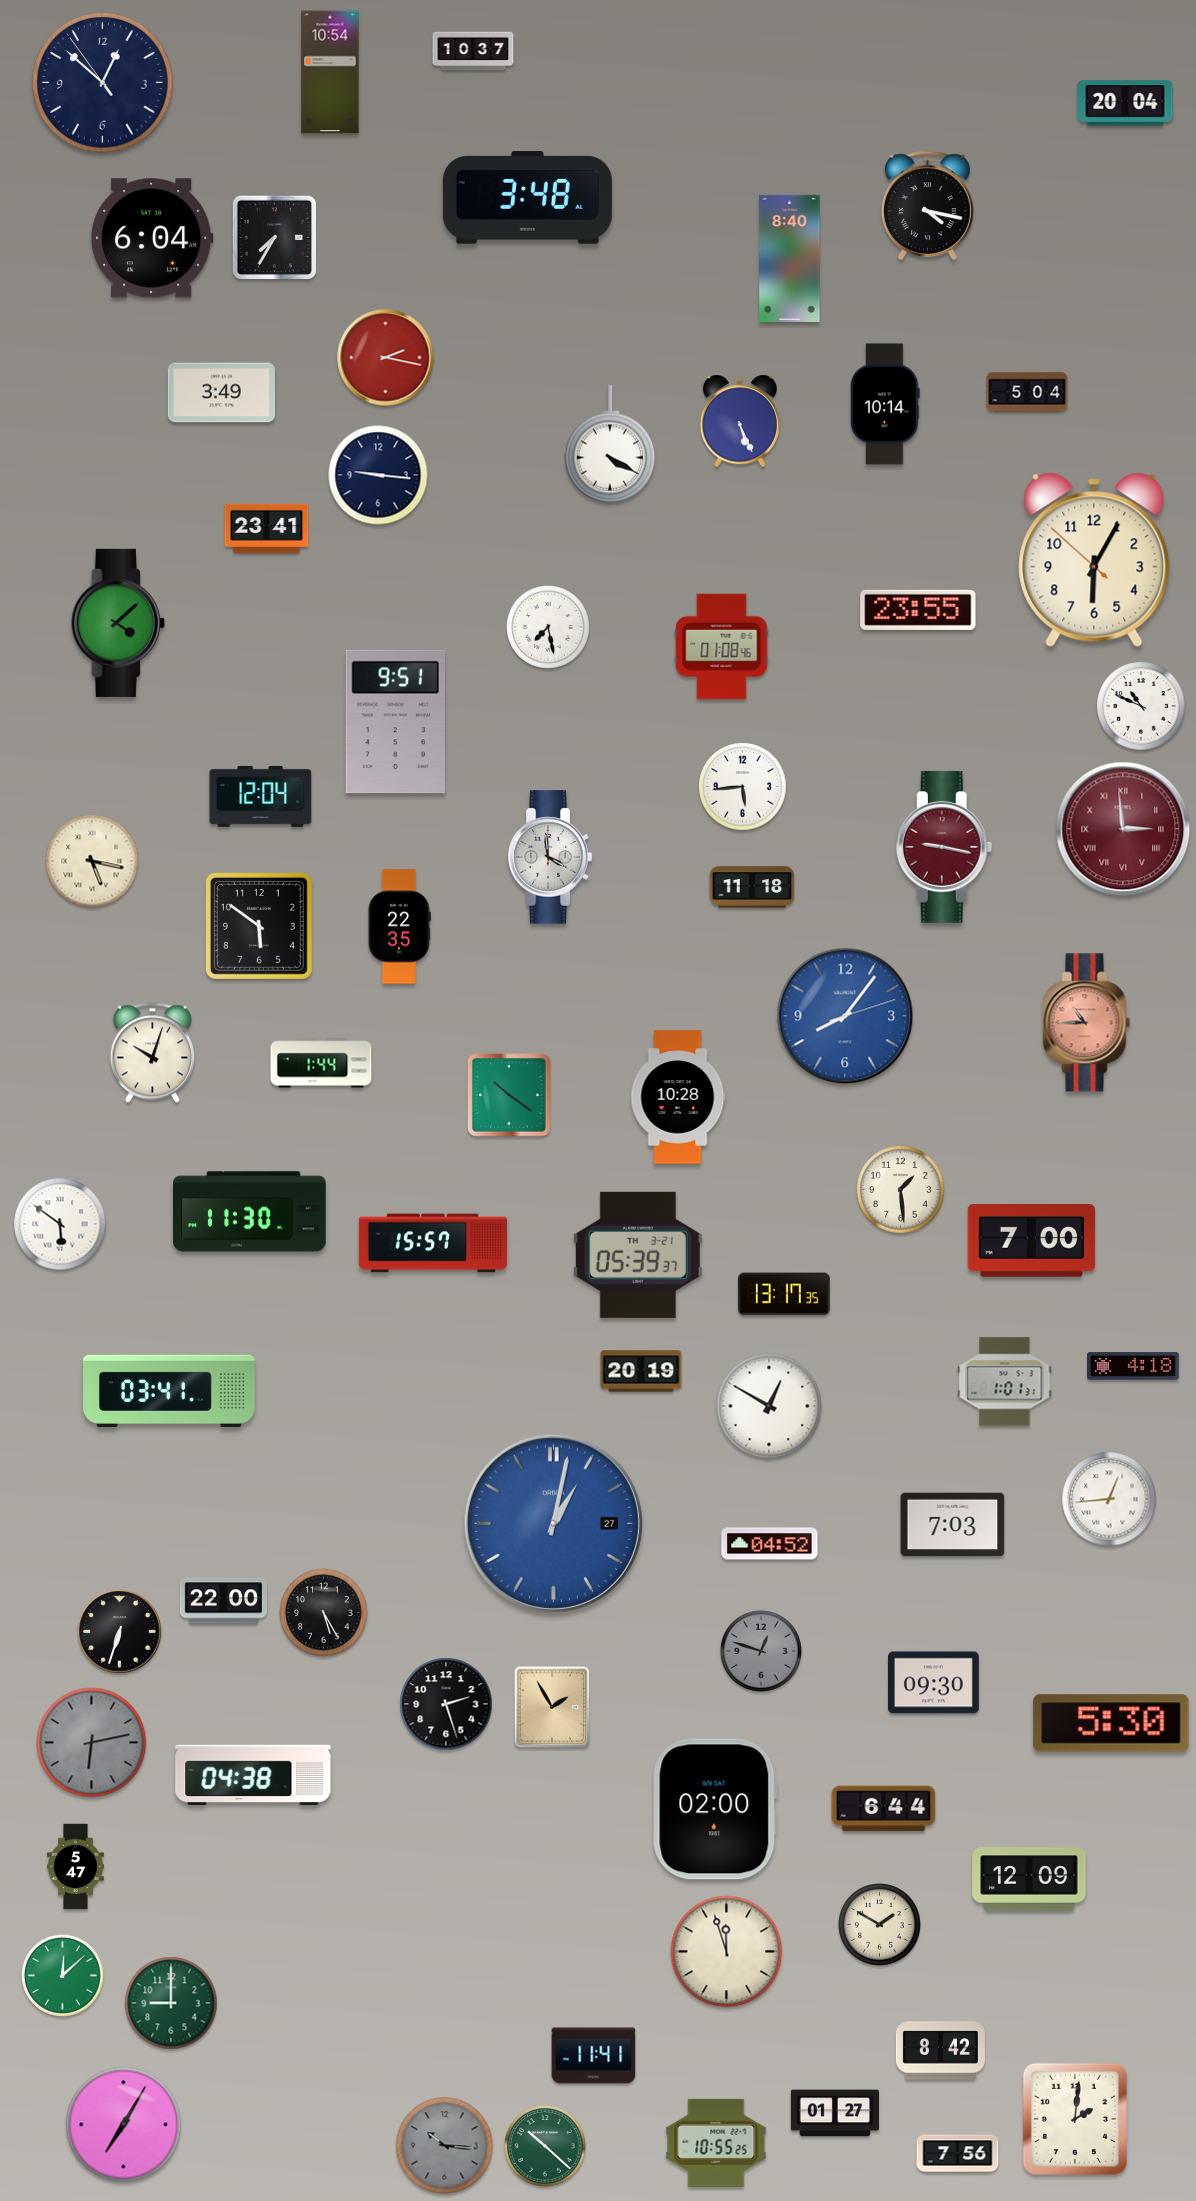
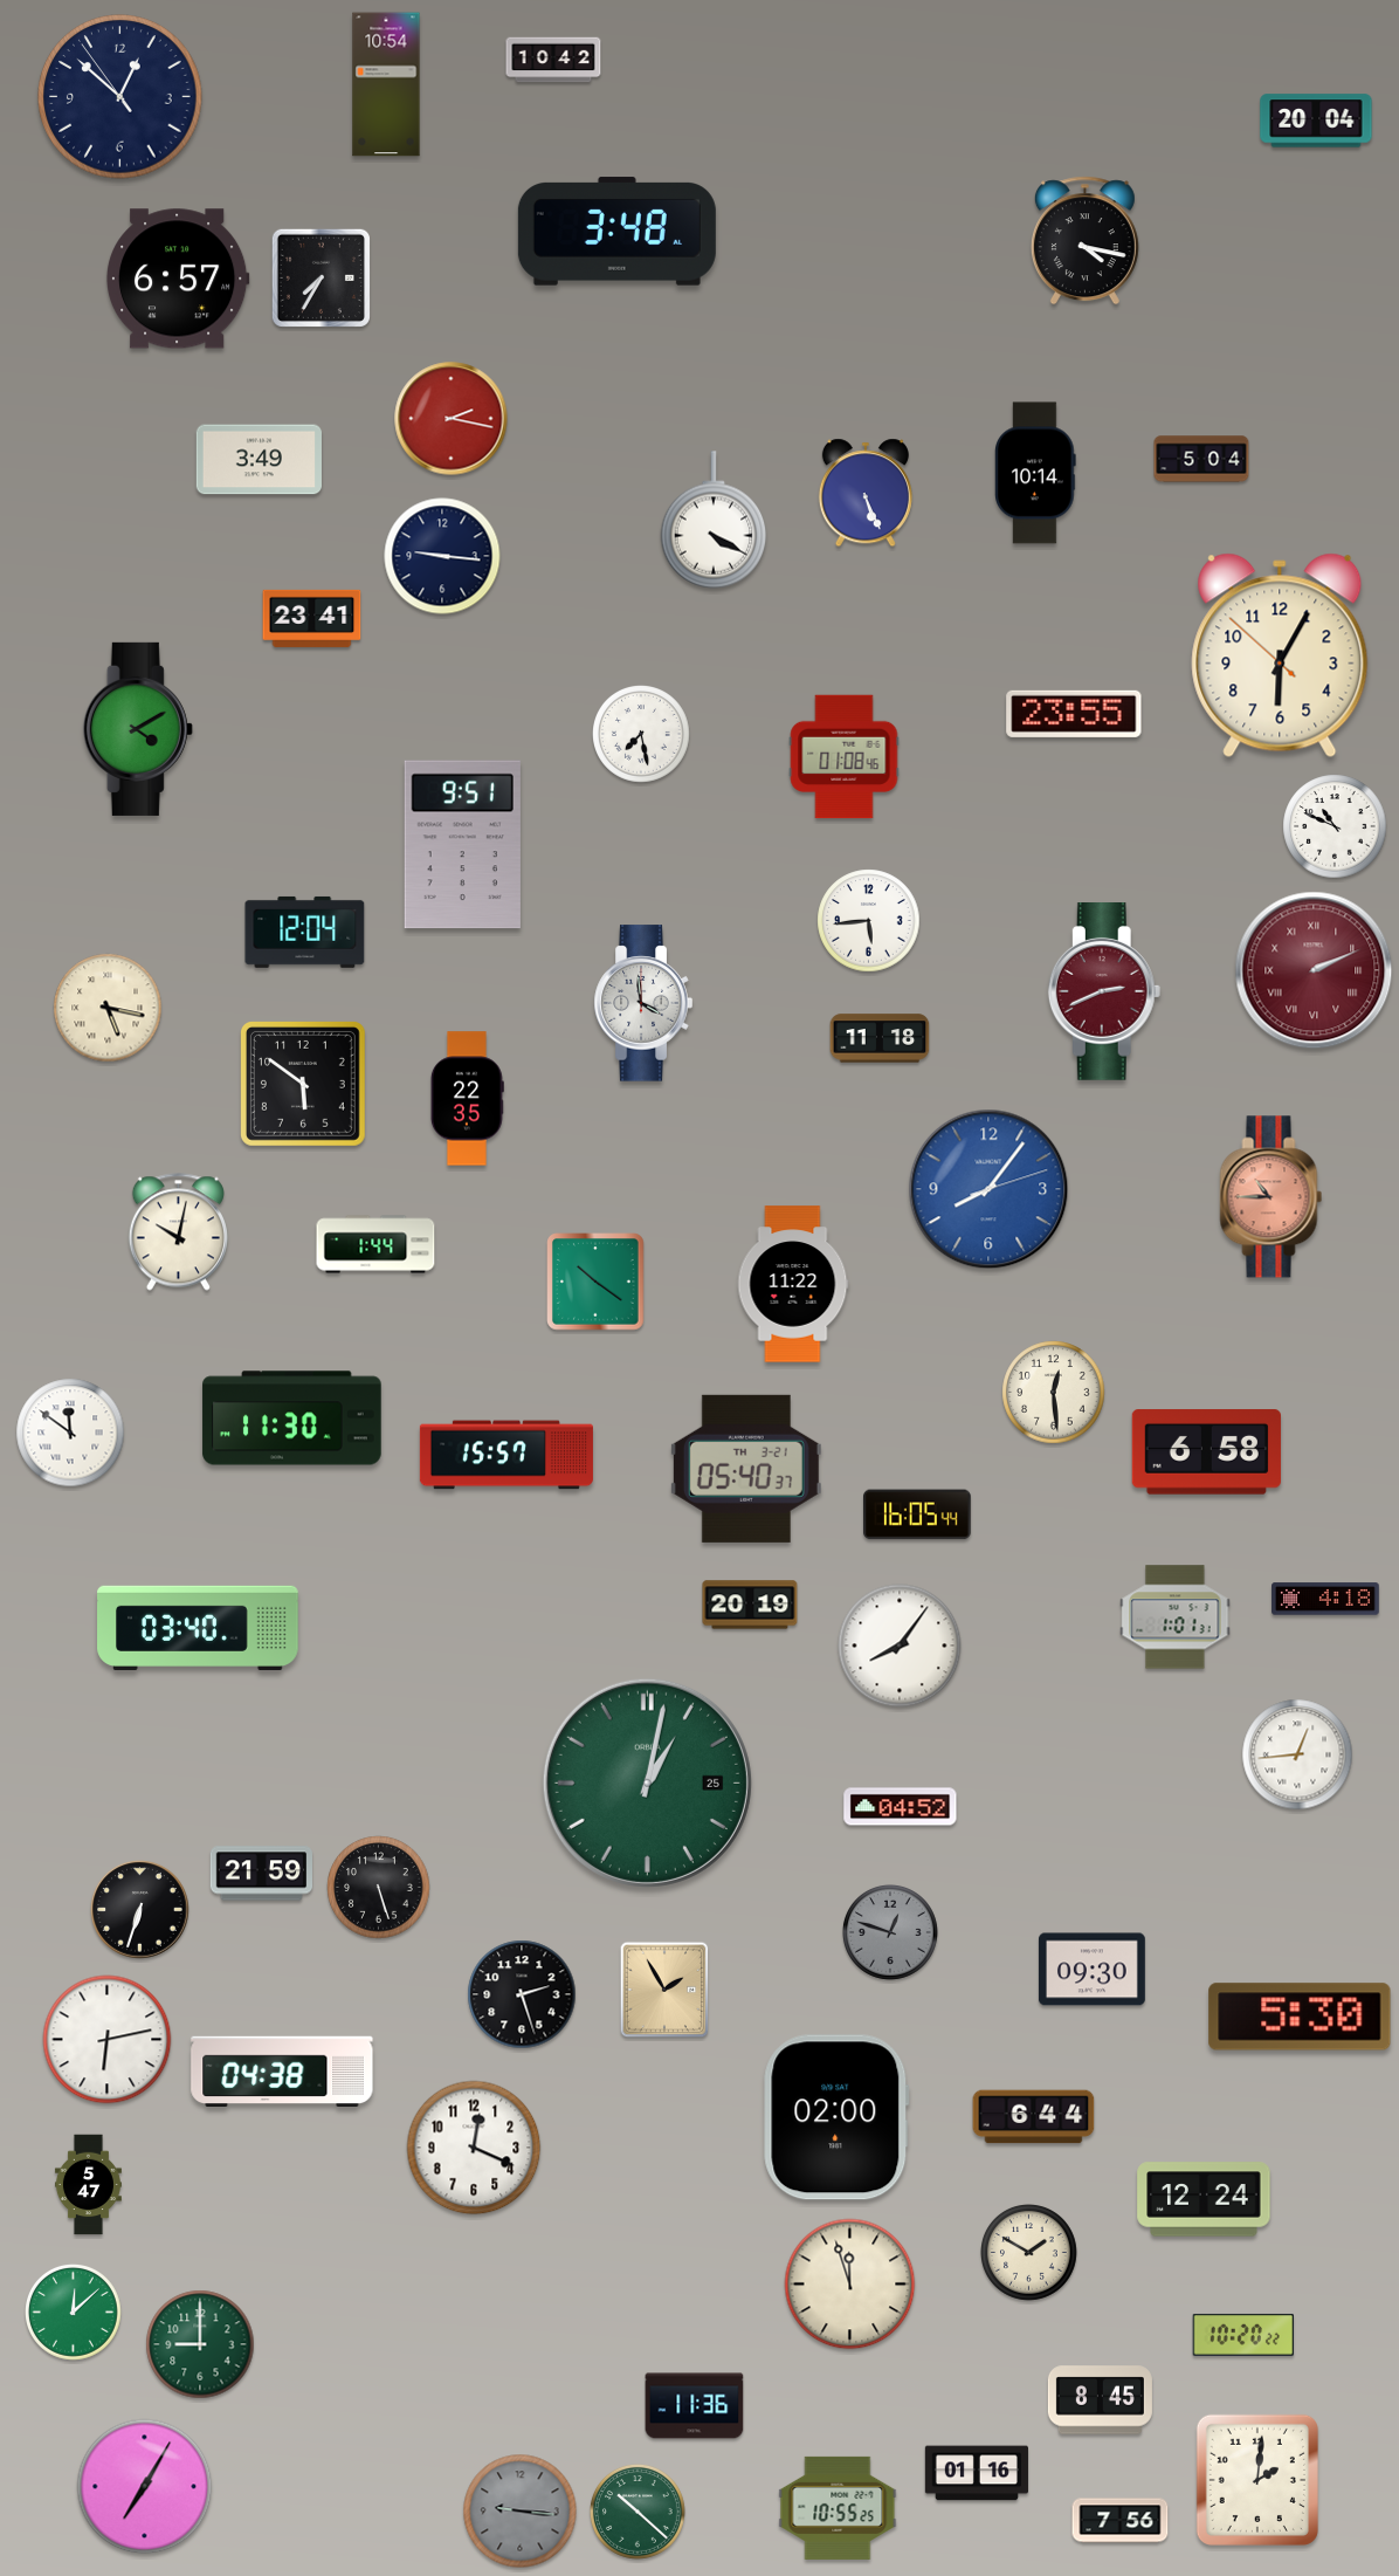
clock at (473, 51): 10:37 -> 10:42
clock at (152, 238): 6:04 -> 6:57
clock at (790, 258): 8:40 -> none
clock at (118, 623): 4:08 -> 4:10
clock at (1123, 829): 2:59 -> 2:11
clock at (944, 848): 9:17 -> 2:41
clock at (399, 927) position: (399, 927) -> (467, 1099)
clock at (152, 1053): 10:03 -> 10:02
clock at (678, 1097): 10:28 -> 11:22
clock at (901, 1190): 1:29 -> 12:29
clock at (60, 1224): 5:51 -> 11:51
clock at (1031, 1241): 7:00 -> 6:58
clock at (638, 1255): 05:39 -> 05:40
clock at (785, 1294): 13:17 -> 16:05
clock at (169, 1390): 03:41 -> 03:40
clock at (769, 1406): 12:50 -> 8:06
clock at (553, 1523) date: 27 -> 25
clock at (553, 1523) dial: blue -> green
clock at (953, 1525): 7:03 -> none
clock at (223, 1601): 22:00 -> 21:59
clock at (324, 1613): 5:25 -> 5:27
clock at (552, 1707) position: (552, 1707) -> (664, 1990)
clock at (92, 1743) dial: grey -> white
clock at (253, 1774) position: (253, 1774) -> (282, 2070)
clock at (474, 2148): none -> 12:19
clock at (1029, 1879): 12:09 -> 12:24
clock at (1242, 2335): none -> 10:20
clock at (940, 2051): 8:42 -> 8:45
clock at (594, 2056): 11:41 -> 11:36
clock at (835, 2113): 01:27 -> 01:16
clock at (445, 2146): 10:16 -> 9:16
